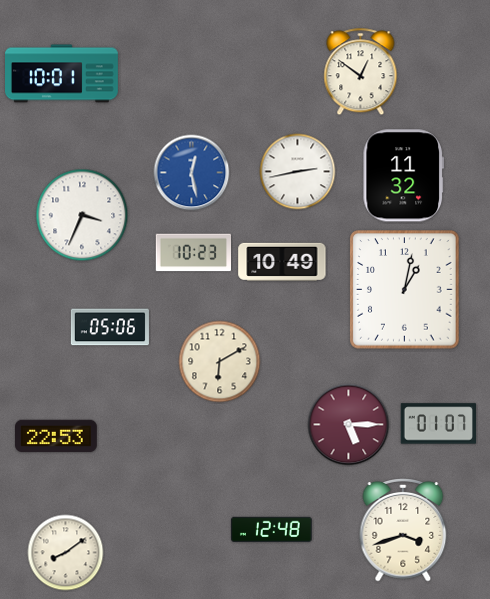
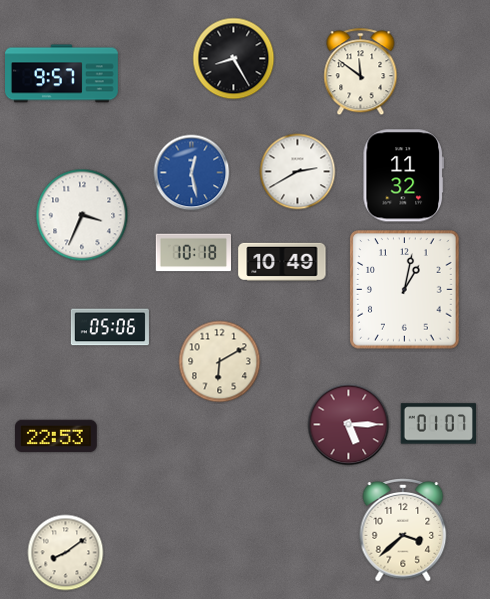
clock at (234, 59): none -> 8:25
clock at (361, 72): 12:51 -> 11:51
clock at (62, 74): 10:01 -> 9:57
clock at (298, 172): 2:43 -> 2:40
clock at (194, 253): 10:23 -> 10:18
clock at (271, 529): 12:48 -> none
clock at (403, 531): 3:42 -> 3:38
